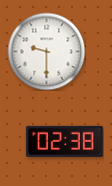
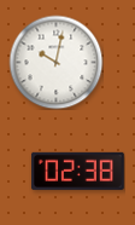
clock at (46, 51): 9:30 -> 10:02
